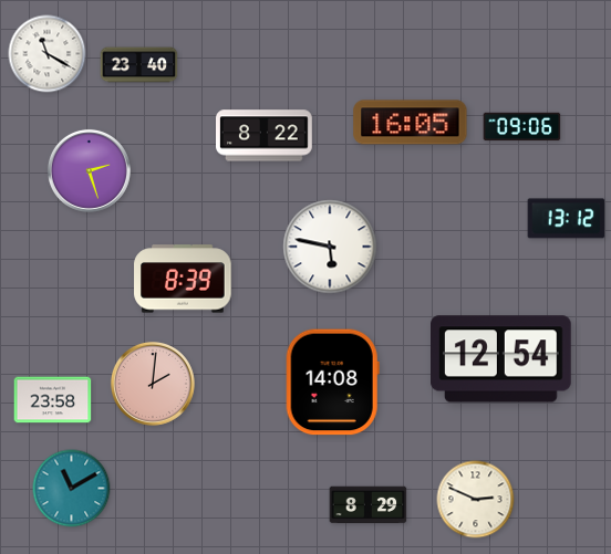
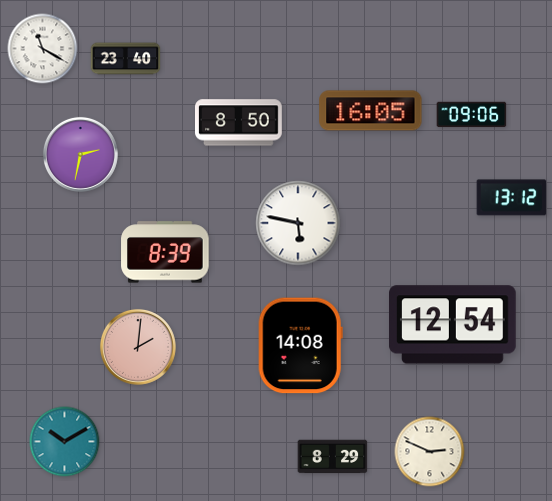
clock at (265, 136): 8:22 -> 8:50
clock at (89, 170): 2:27 -> 2:32
clock at (53, 400): 23:58 -> none
clock at (72, 489): 11:10 -> 10:10
